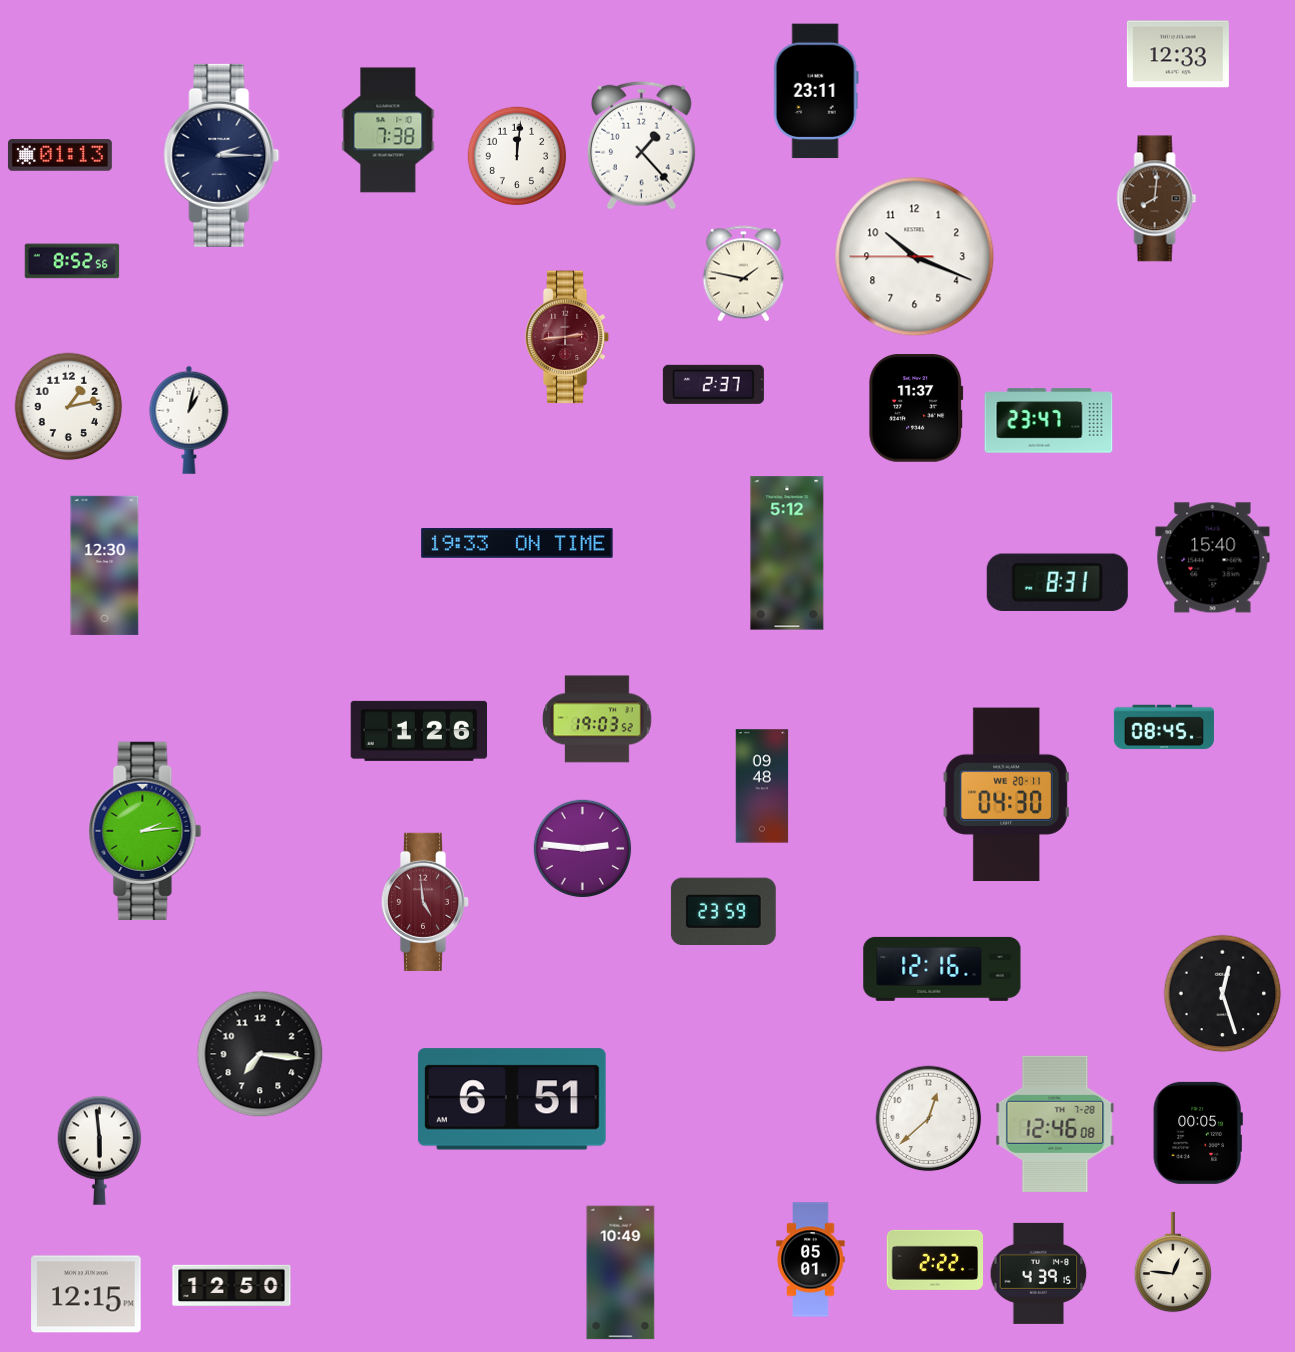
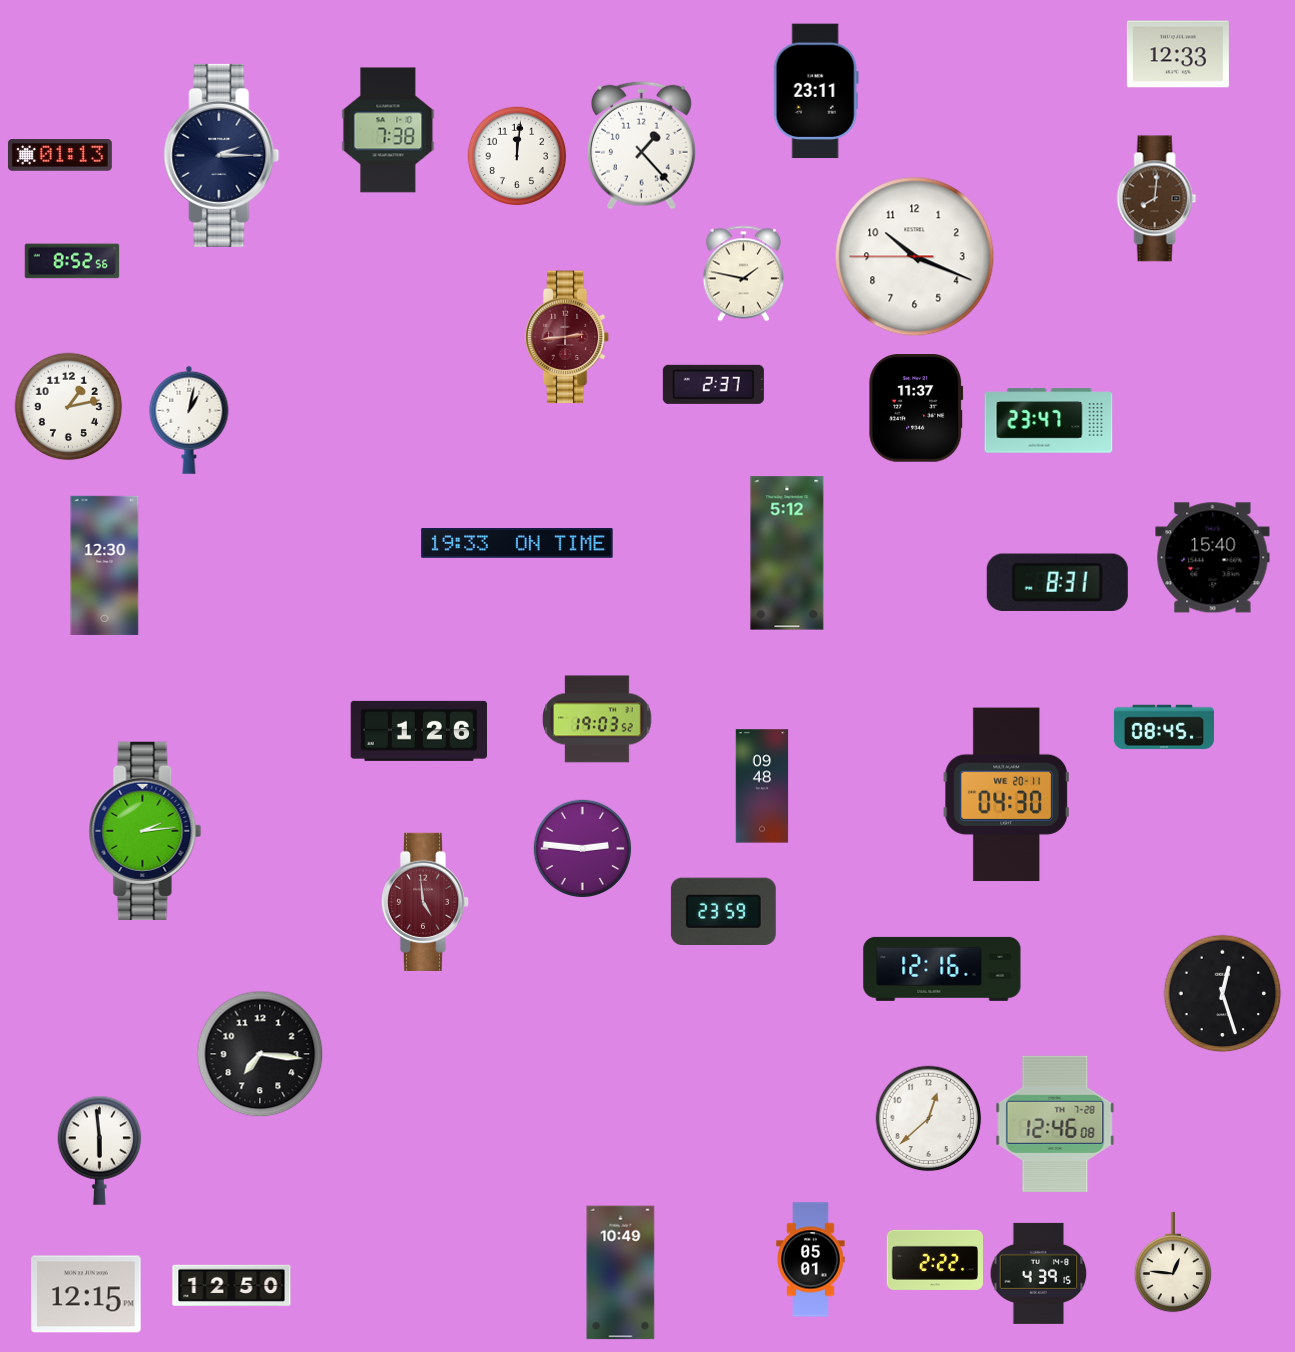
clock at (512, 1099): 6:51 -> none
clock at (1198, 1133): 00:05 -> none
